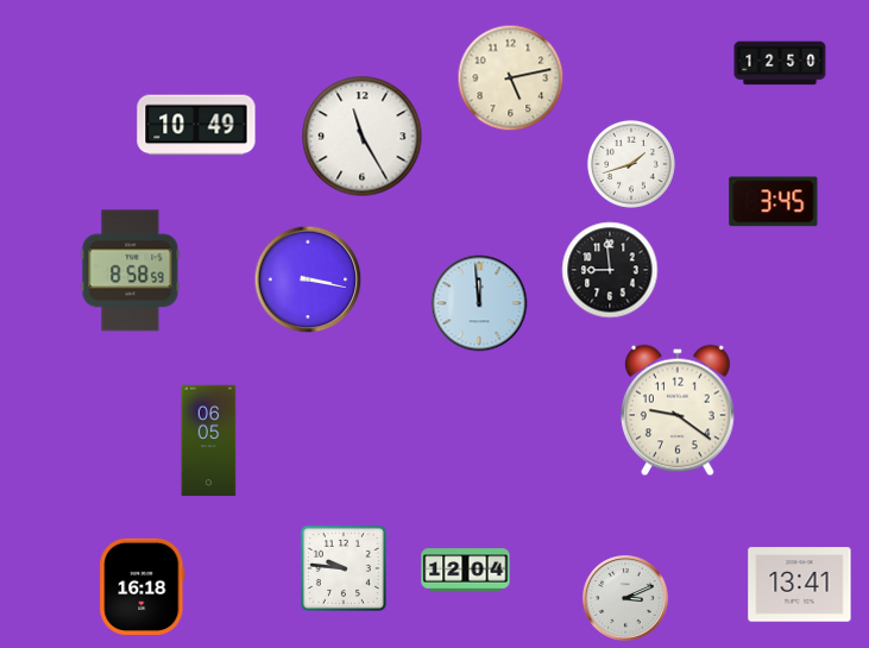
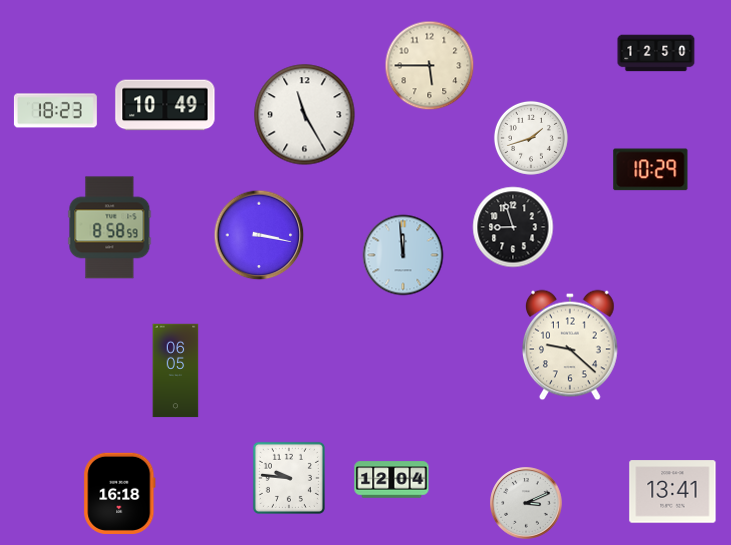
clock at (511, 78): 5:13 -> 5:45
clock at (55, 111): none -> 18:23
clock at (774, 202): 3:45 -> 10:29
clock at (610, 270): 8:59 -> 8:57
clock at (679, 410): 9:21 -> 9:22
